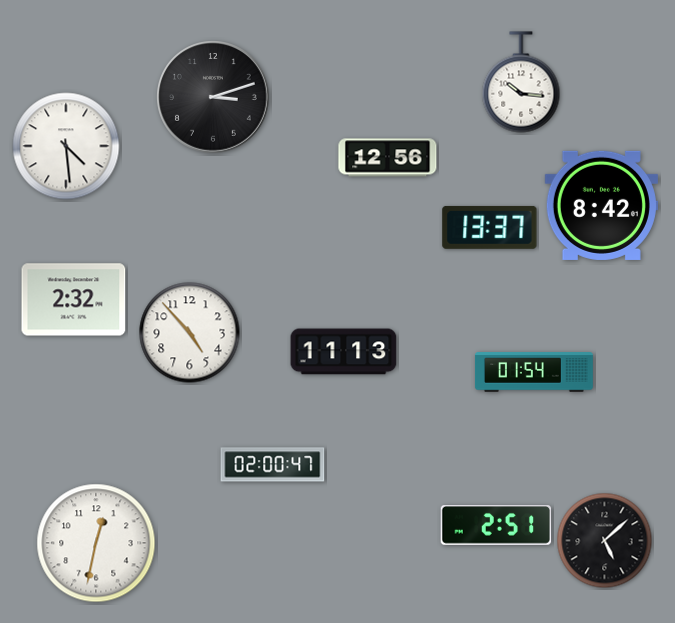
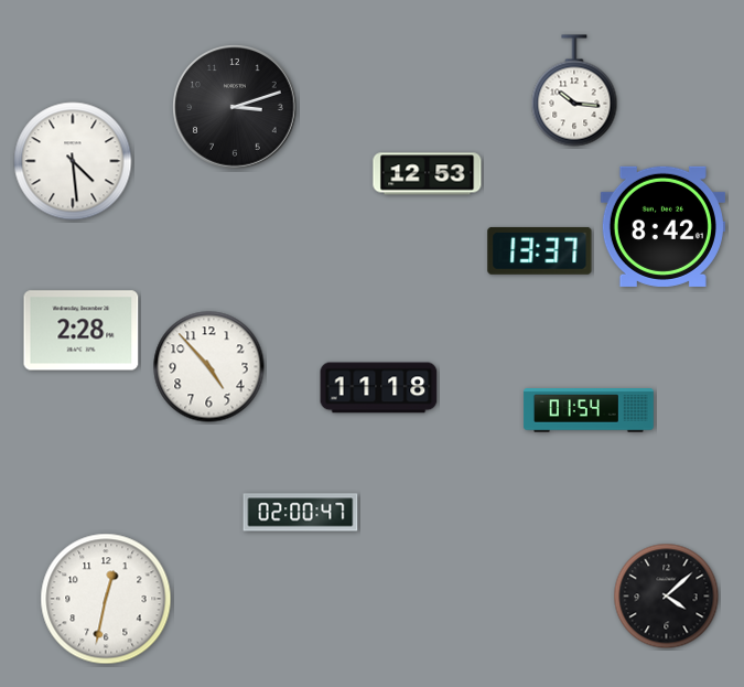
clock at (388, 158): 12:56 -> 12:53
clock at (74, 300): 2:32 -> 2:28
clock at (344, 352): 11:13 -> 11:18
clock at (496, 525): 2:51 -> none
clock at (605, 541): 5:08 -> 4:08
